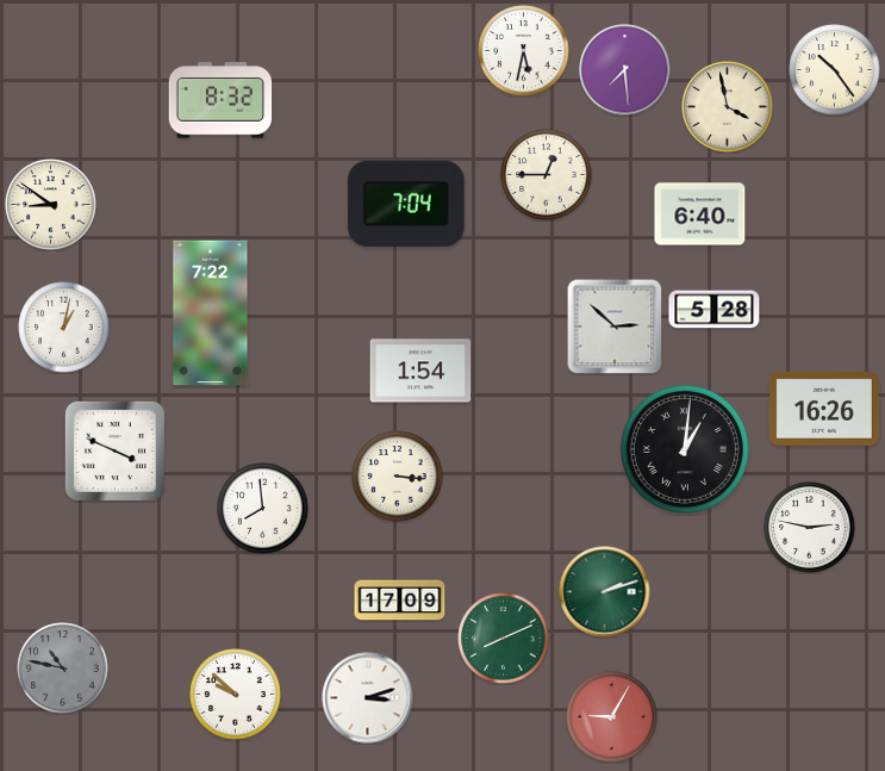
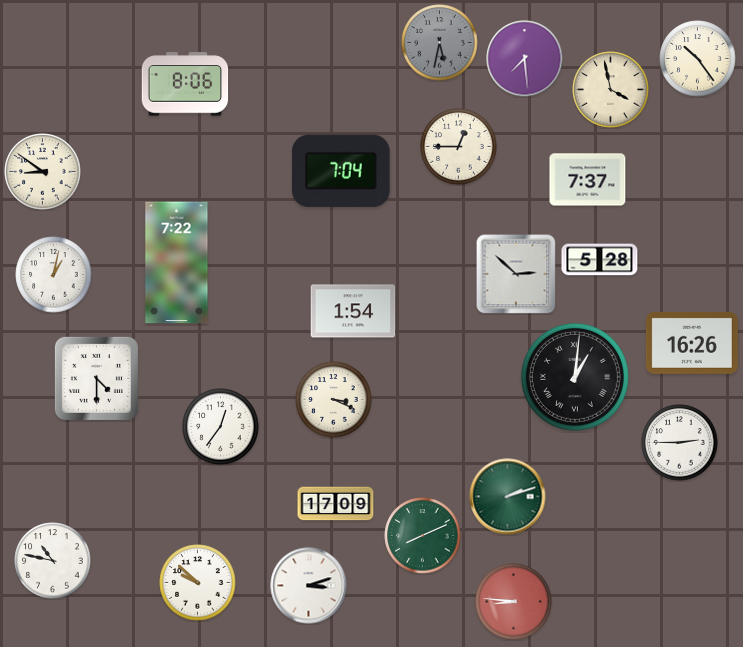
clock at (524, 51) dial: white -> grey
clock at (835, 70) position: (835, 70) -> (698, 59)
clock at (220, 100): 8:32 -> 8:06
clock at (700, 214): 6:40 -> 7:37
clock at (114, 450): 3:49 -> 4:30
clock at (398, 477): 3:16 -> 3:19
clock at (263, 509): 7:59 -> 12:36
clock at (810, 528): 2:47 -> 2:45
clock at (63, 669) dial: grey -> white
clock at (612, 717): 9:05 -> 8:46
